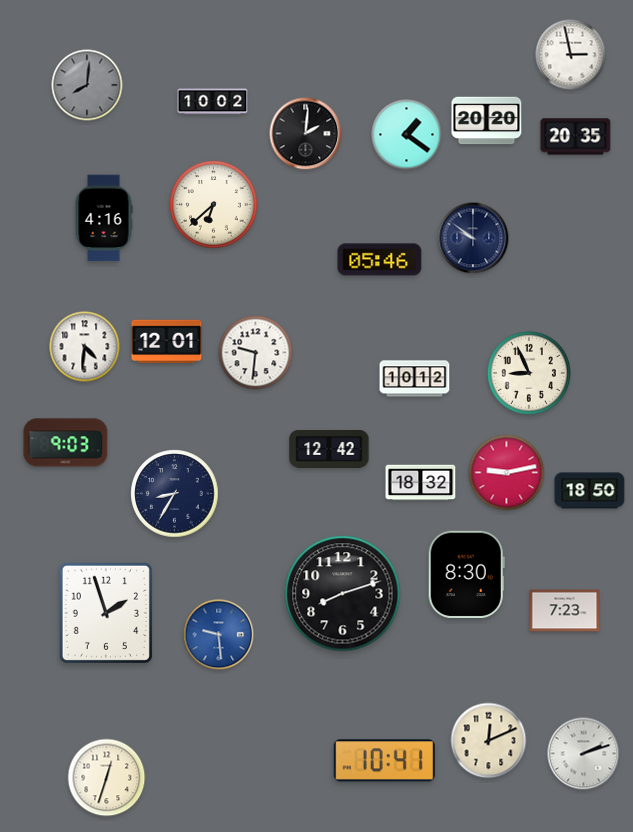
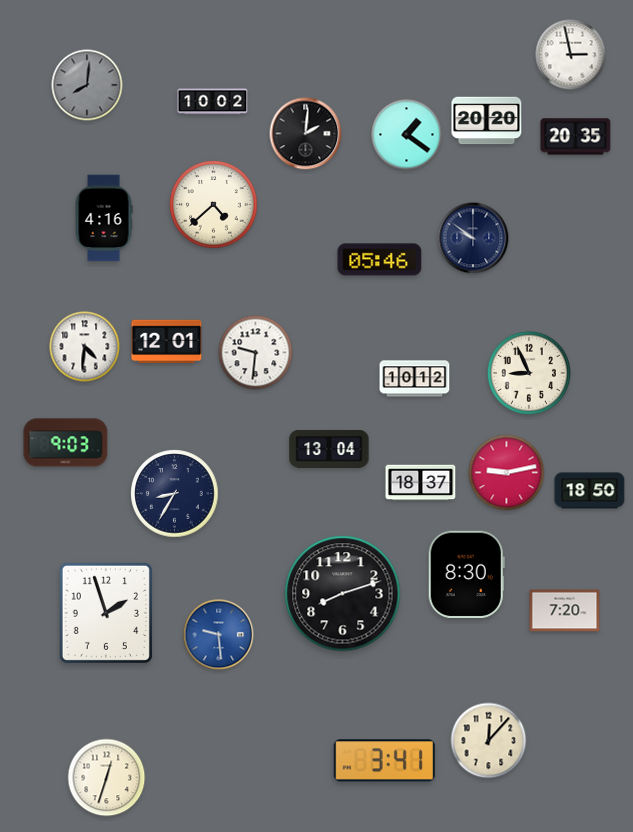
clock at (214, 205): 6:38 -> 4:38
clock at (329, 449): 12:42 -> 13:04
clock at (421, 483): 18:32 -> 18:37
clock at (565, 611): 7:23 -> 7:20
clock at (489, 741): 12:11 -> 12:07
clock at (584, 754): 2:12 -> none
clock at (384, 761): 10:41 -> 3:41
